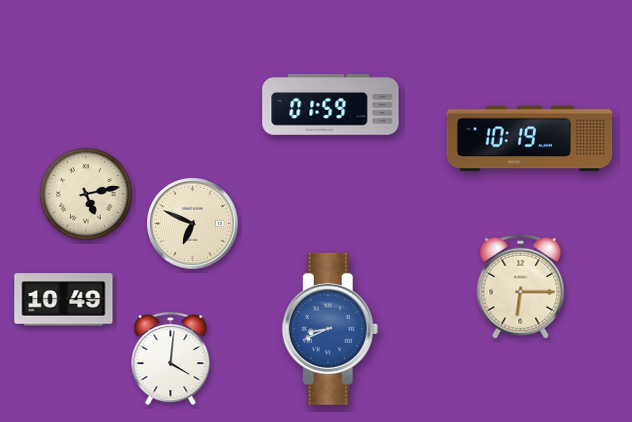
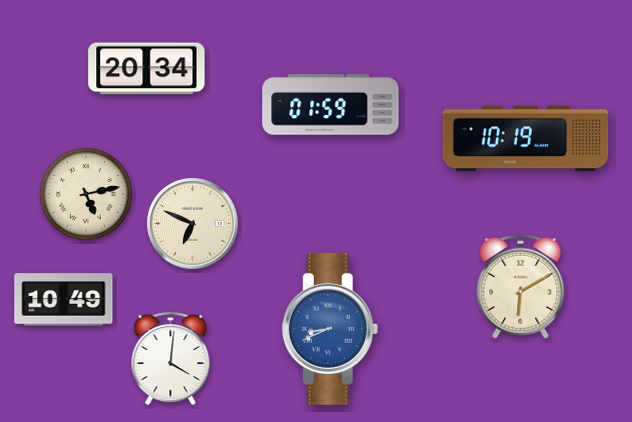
clock at (147, 69): none -> 20:34
clock at (530, 139) position: (530, 139) -> (526, 139)
clock at (521, 286): 6:15 -> 6:10
